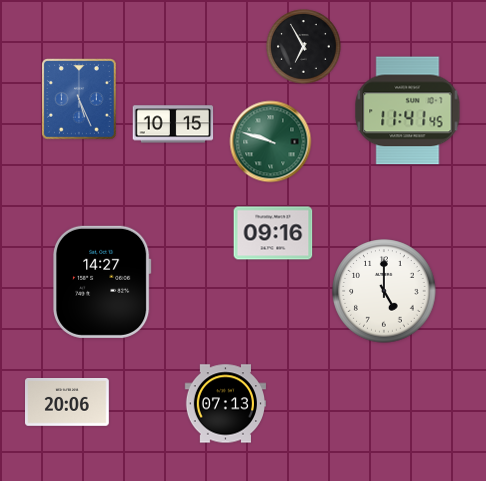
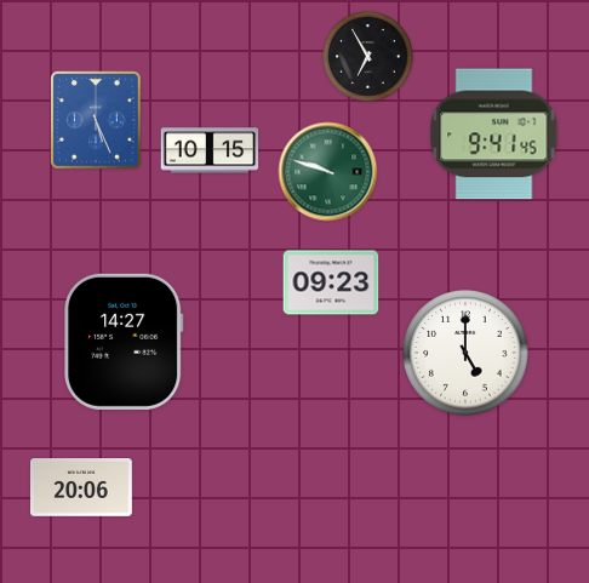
clock at (408, 111): 11:41 -> 9:41
clock at (273, 233): 09:16 -> 09:23
clock at (225, 404): 07:13 -> none
